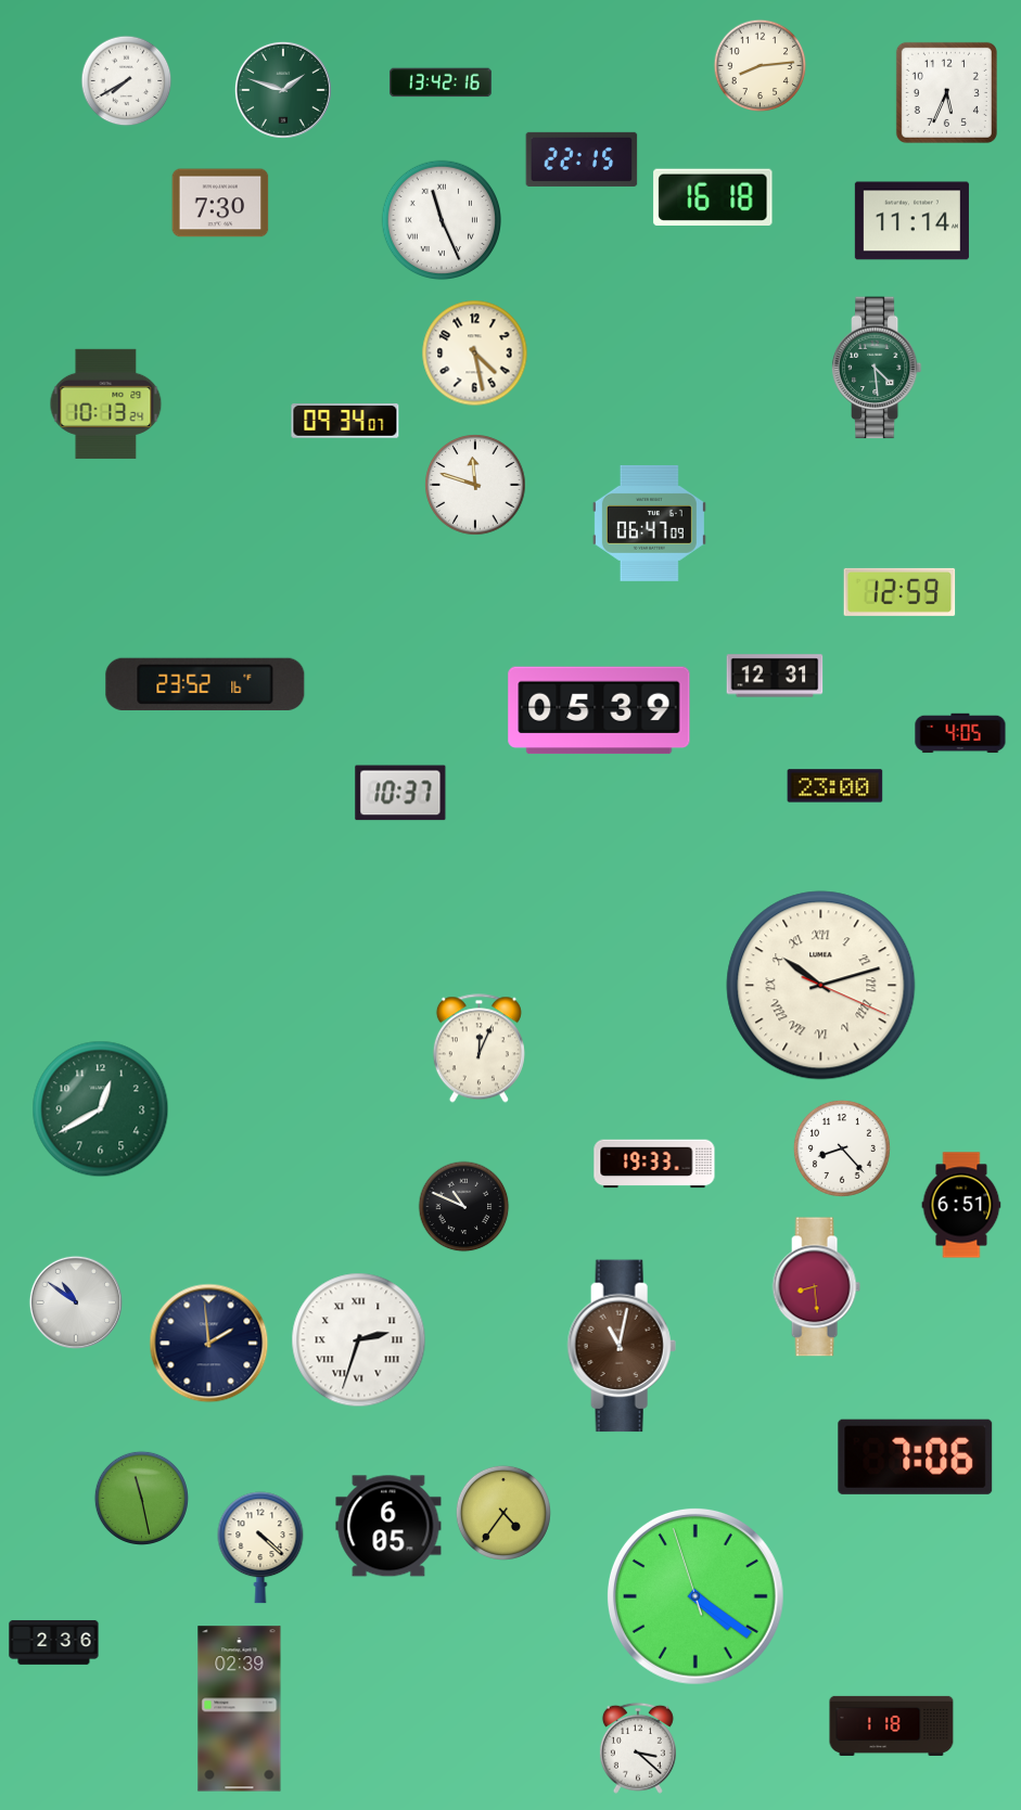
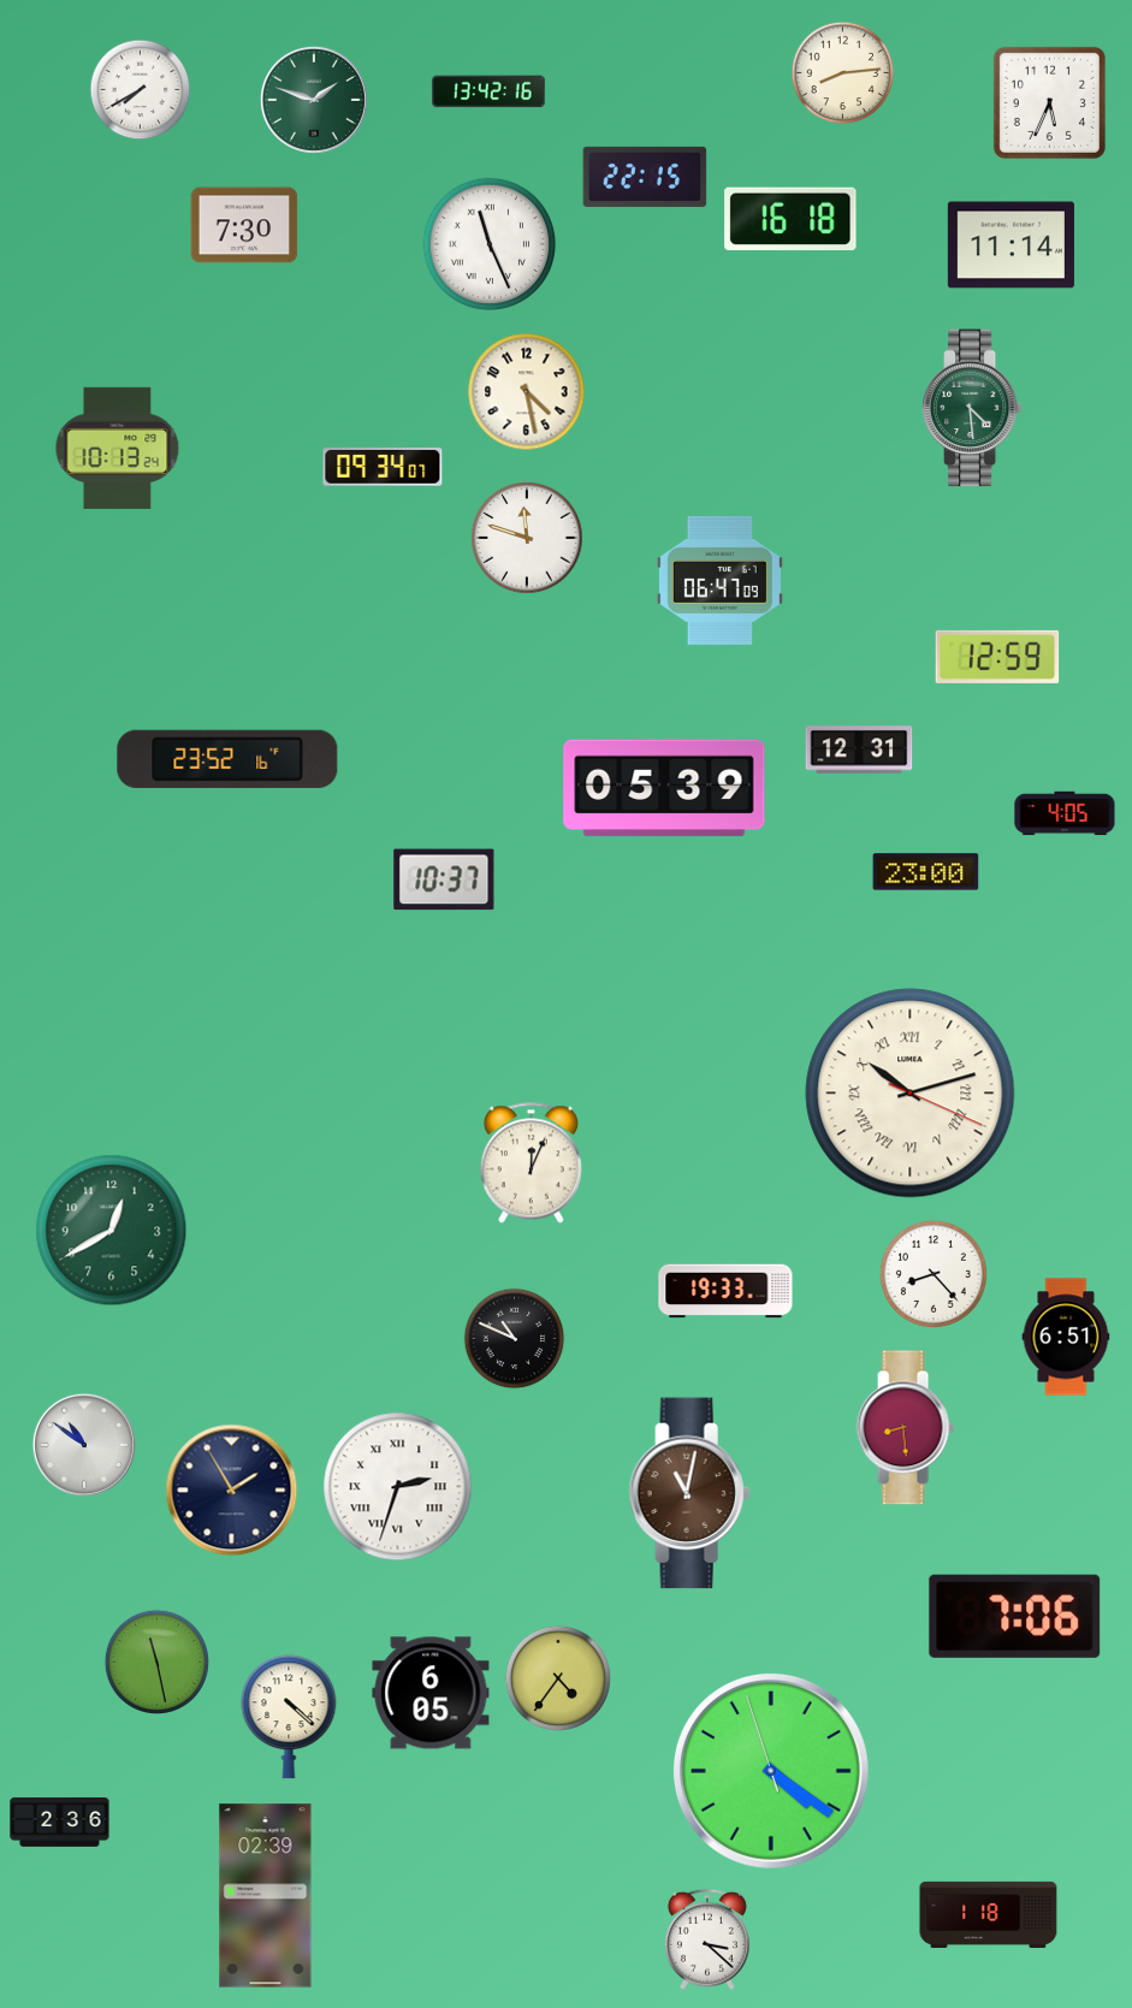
clock at (209, 1344): 1:59 -> 1:55
